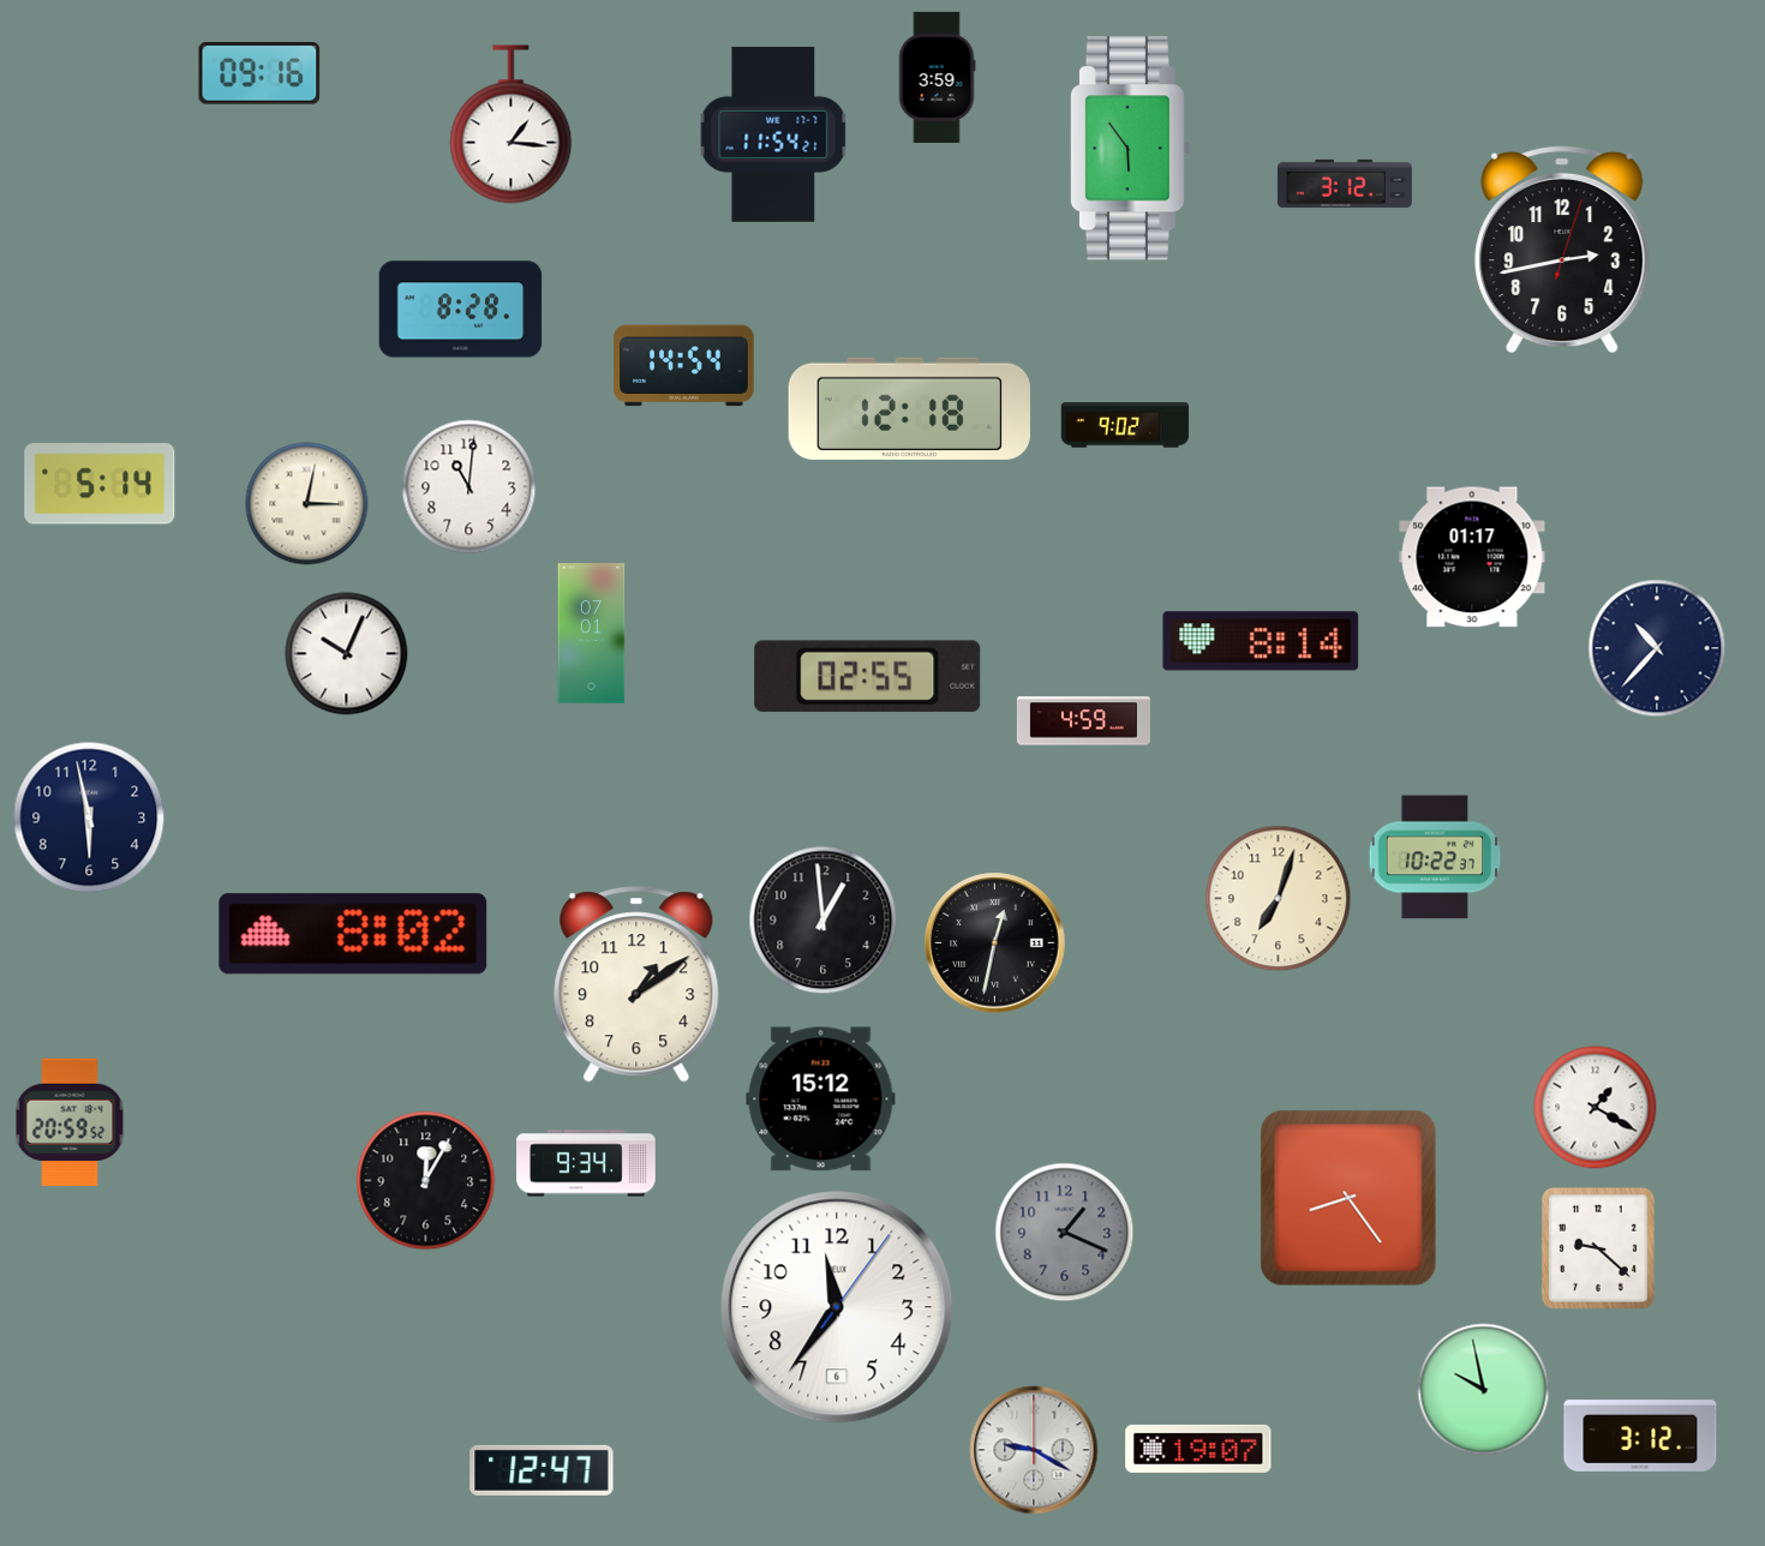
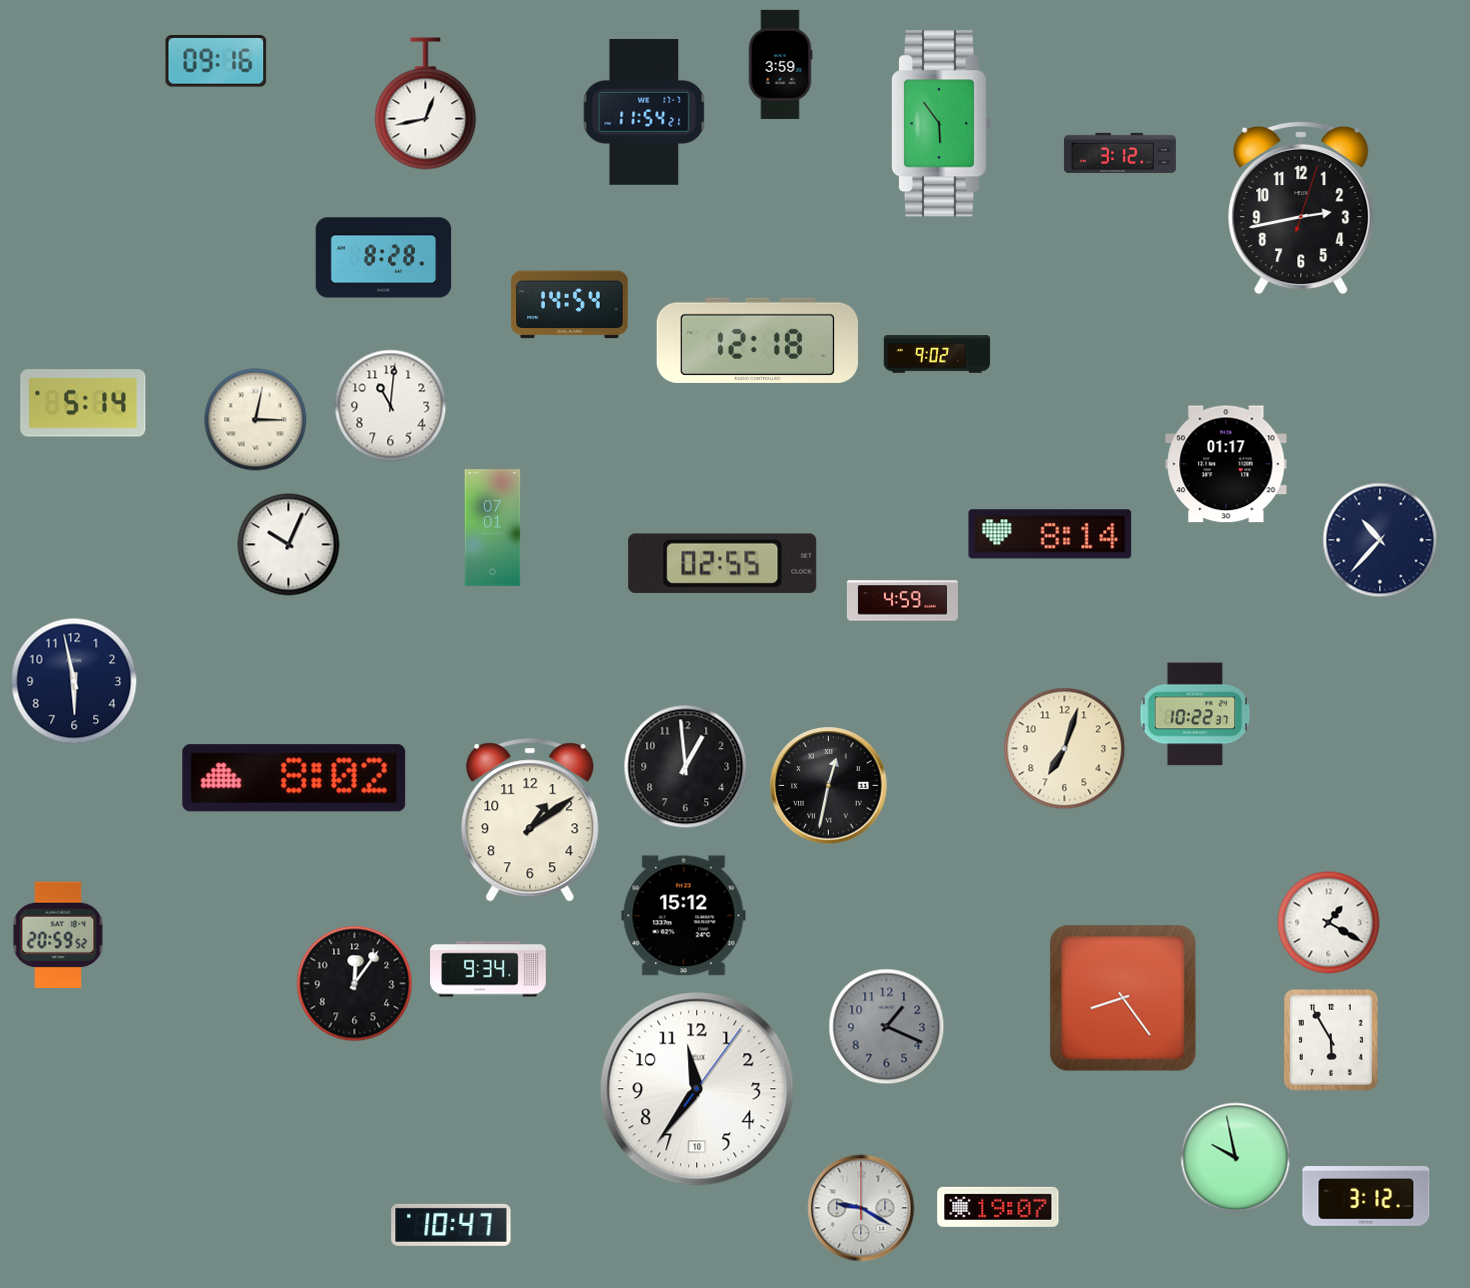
clock at (511, 125): 1:16 -> 12:43
clock at (426, 1181): 12:05 -> 12:06
clock at (1598, 1248): 9:22 -> 5:55
clock at (837, 1307) date: 6 -> 10
clock at (542, 1470): 12:47 -> 10:47
